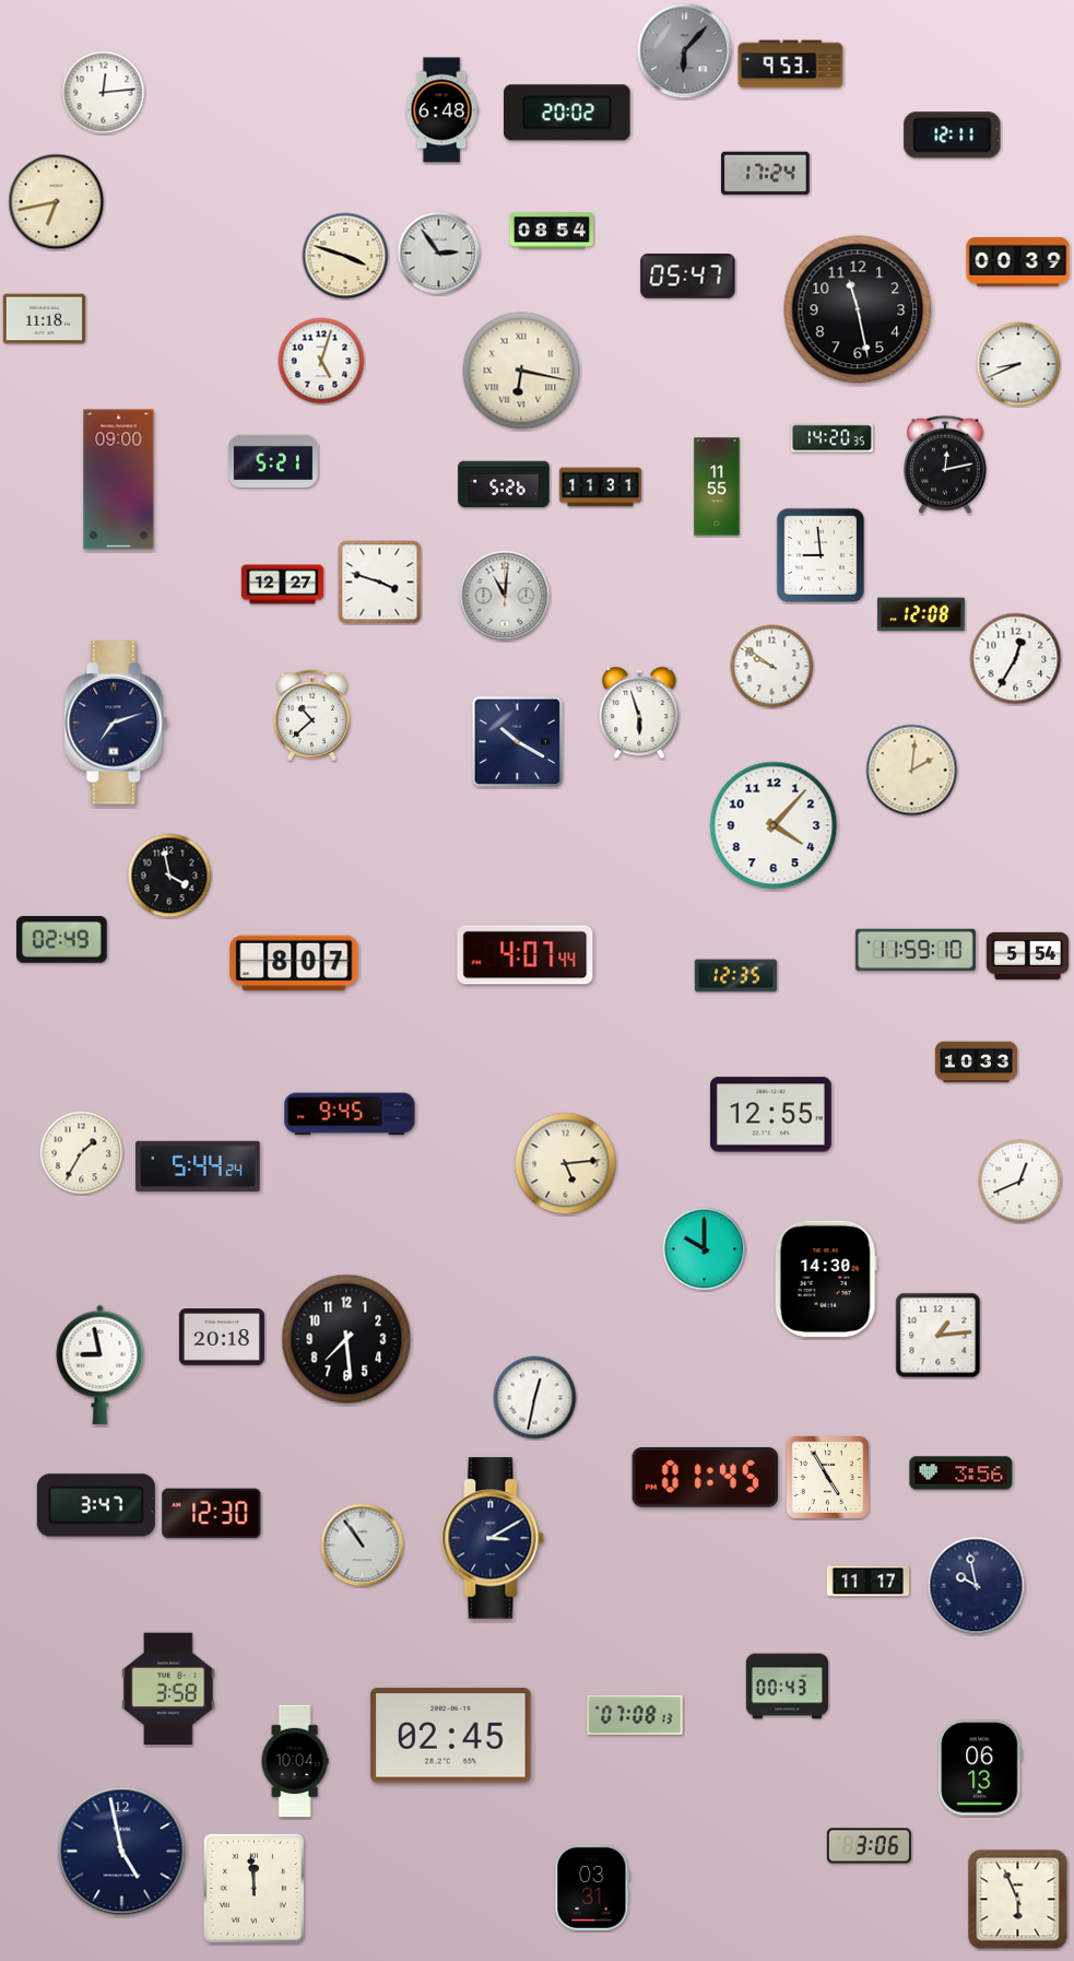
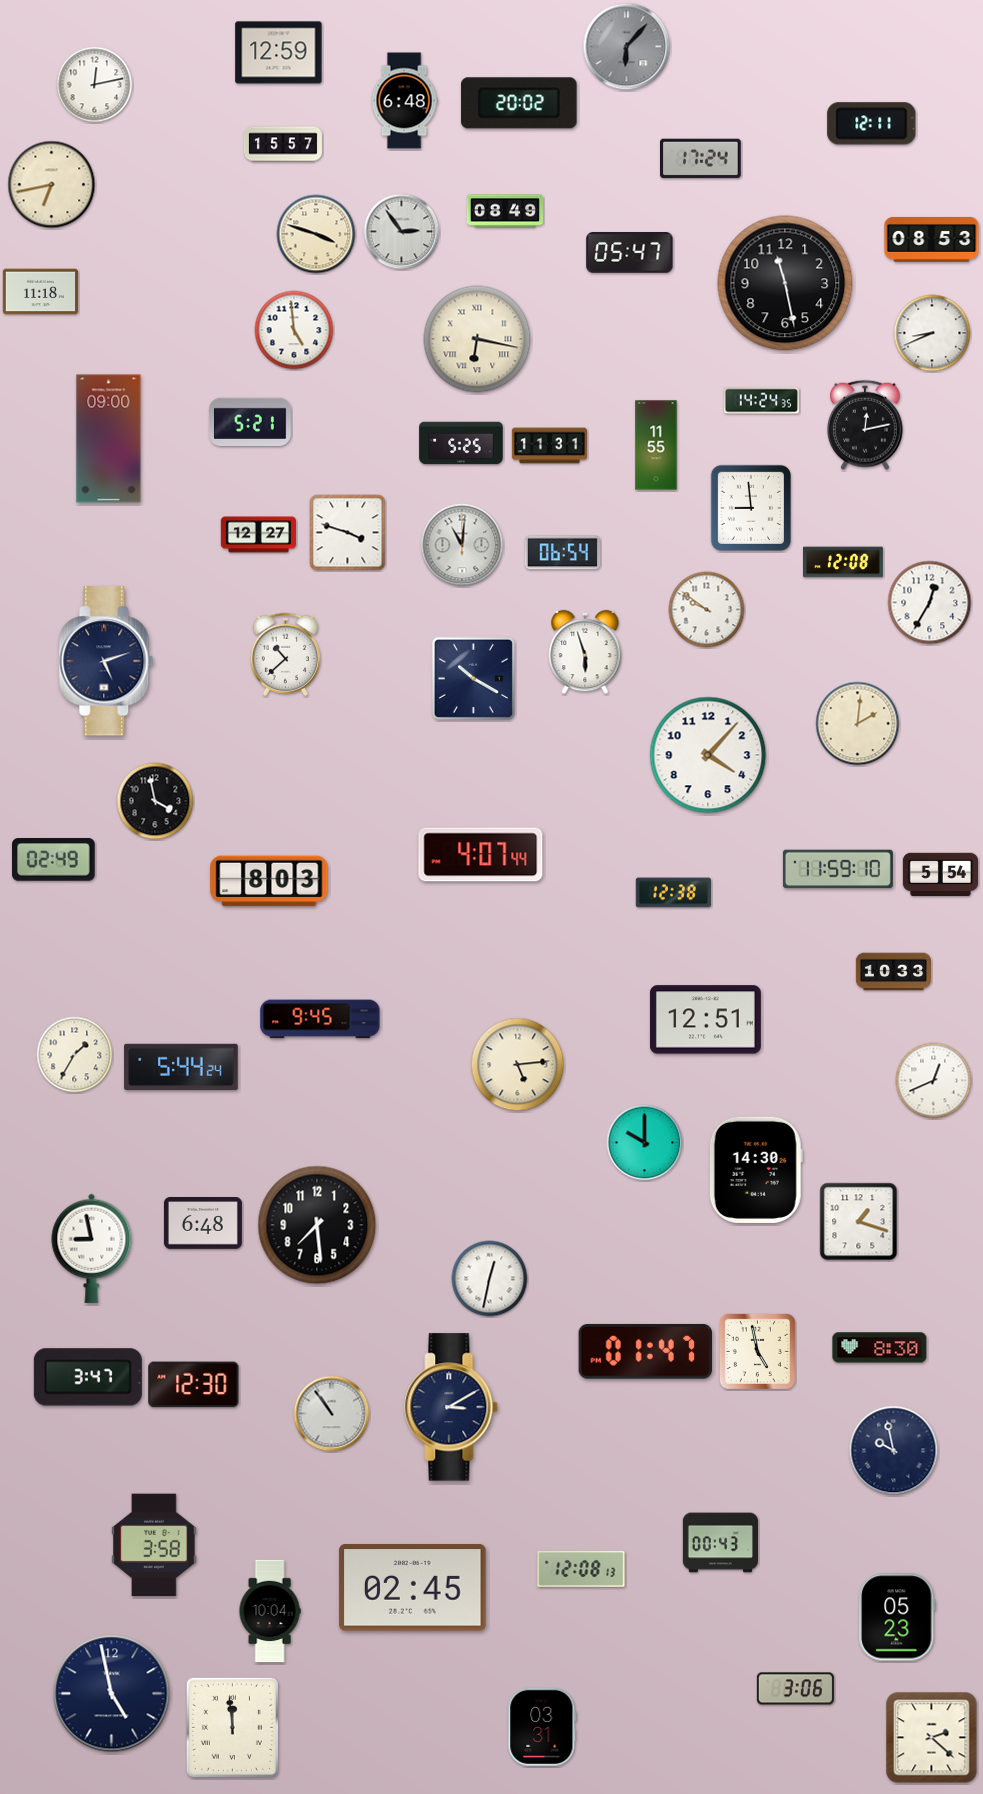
clock at (279, 53): none -> 12:59
clock at (791, 64): 9:53 -> none
clock at (104, 93): 12:14 -> 12:13
clock at (283, 144): none -> 15:57
clock at (552, 231): 08:54 -> 08:49
clock at (1018, 261): 00:39 -> 08:53
clock at (321, 361): 5:03 -> 4:59
clock at (831, 438): 14:20 -> 14:24
clock at (504, 484): 5:26 -> 5:25
clock at (562, 553): none -> 06:54
clock at (116, 723): 7:12 -> 5:12
clock at (912, 771) position: (912, 771) -> (858, 724)
clock at (62, 940) position: (62, 940) -> (54, 860)
clock at (526, 955) position: (526, 955) -> (481, 855)
clock at (294, 963): 8:07 -> 8:03
clock at (735, 976): 12:35 -> 12:38
clock at (770, 1115): 12:55 -> 12:51
clock at (939, 1336): 1:14 -> 1:18
clock at (222, 1338): 20:18 -> 6:48
clock at (961, 1473): 3:56 -> 8:30
clock at (705, 1477): 01:45 -> 01:47
clock at (827, 1477): 4:55 -> 4:58
clock at (868, 1582): 11:17 -> none
clock at (635, 1715): 07:08 -> 12:08
clock at (980, 1768): 06:13 -> 05:23
clock at (1018, 1900): 5:56 -> 2:22
